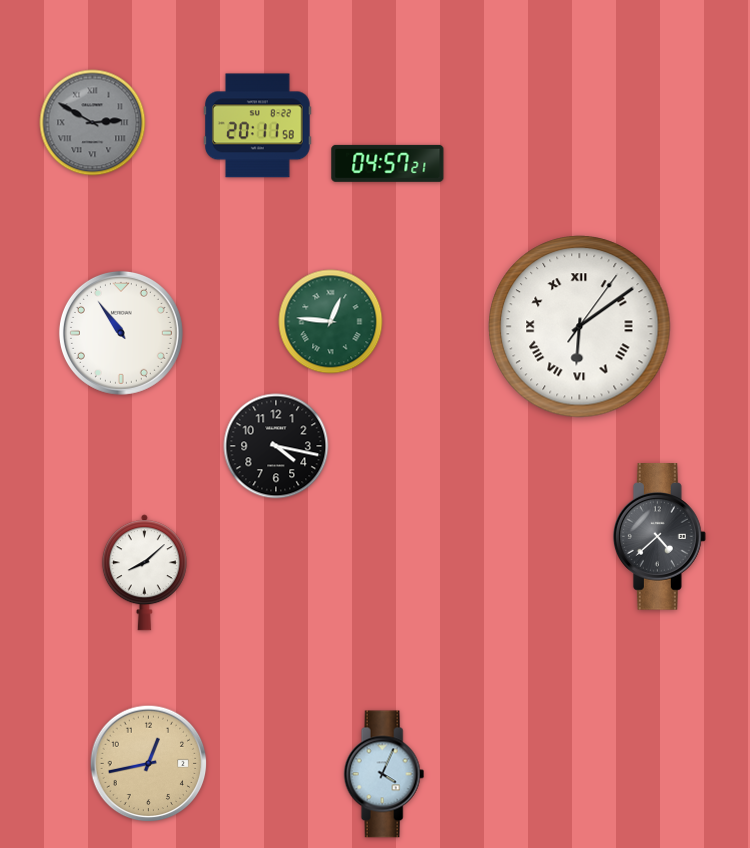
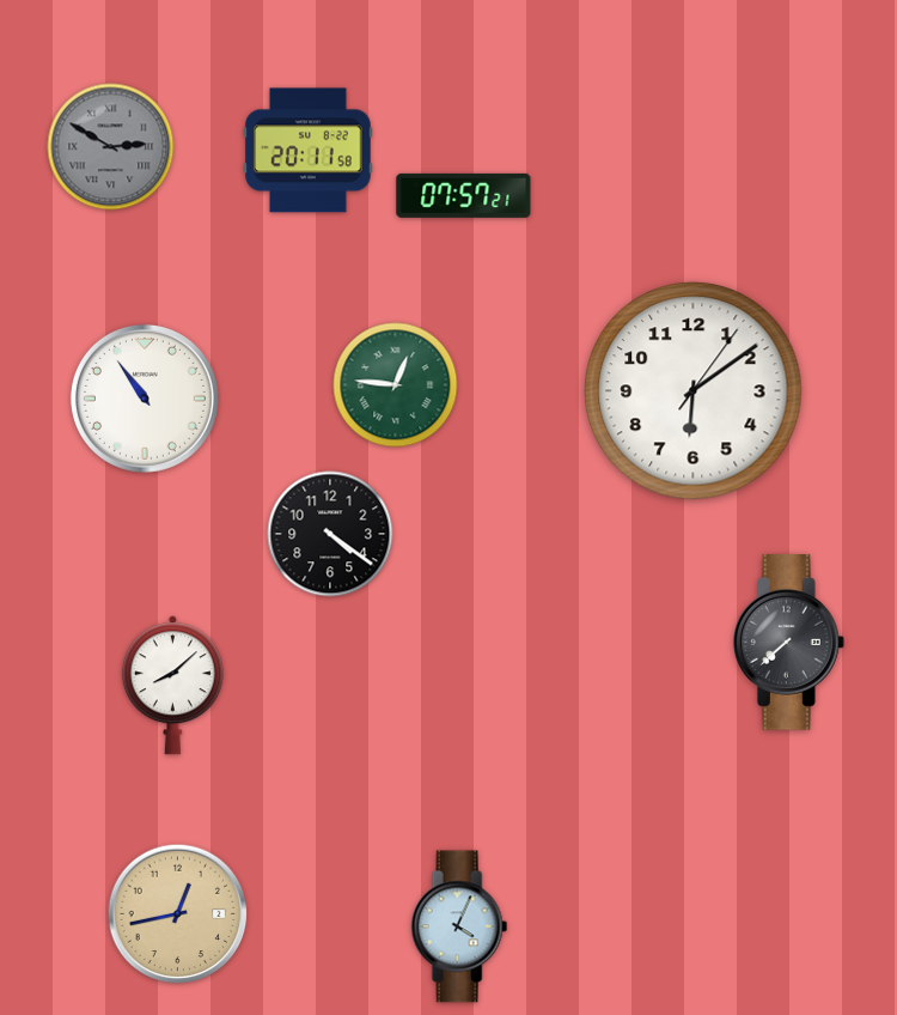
clock at (388, 163): 04:57 -> 07:57
clock at (580, 327) numerals: Roman -> Arabic
clock at (276, 446): 4:17 -> 4:21
clock at (659, 537): 4:38 -> 7:38
